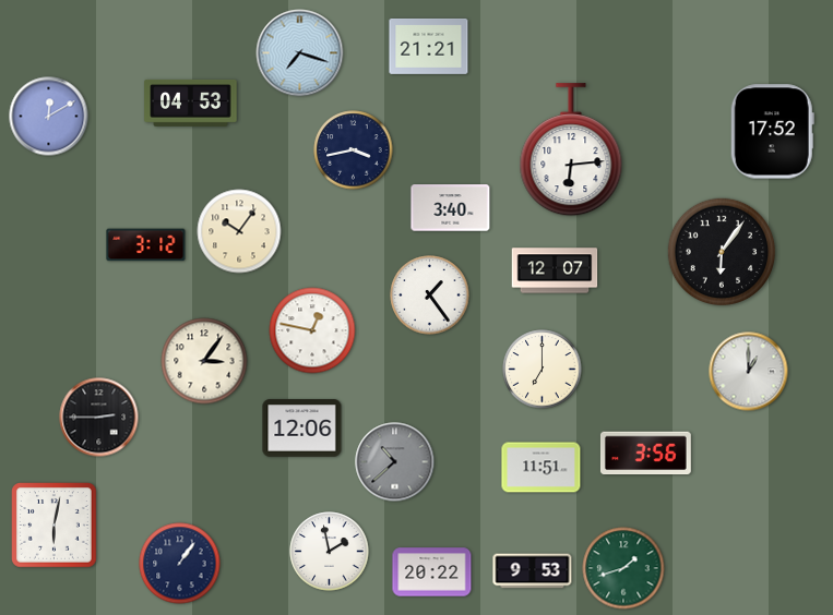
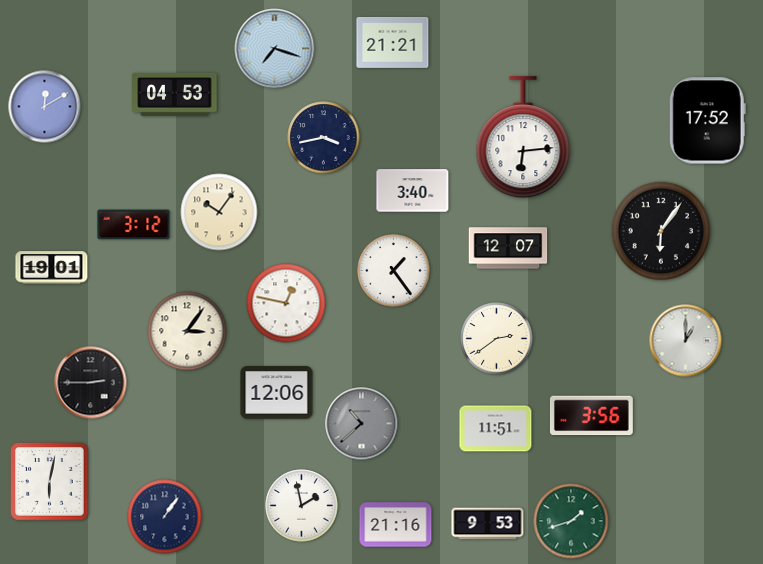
clock at (52, 268): none -> 19:01
clock at (543, 370): 7:00 -> 2:39
clock at (432, 572): 20:22 -> 21:16
